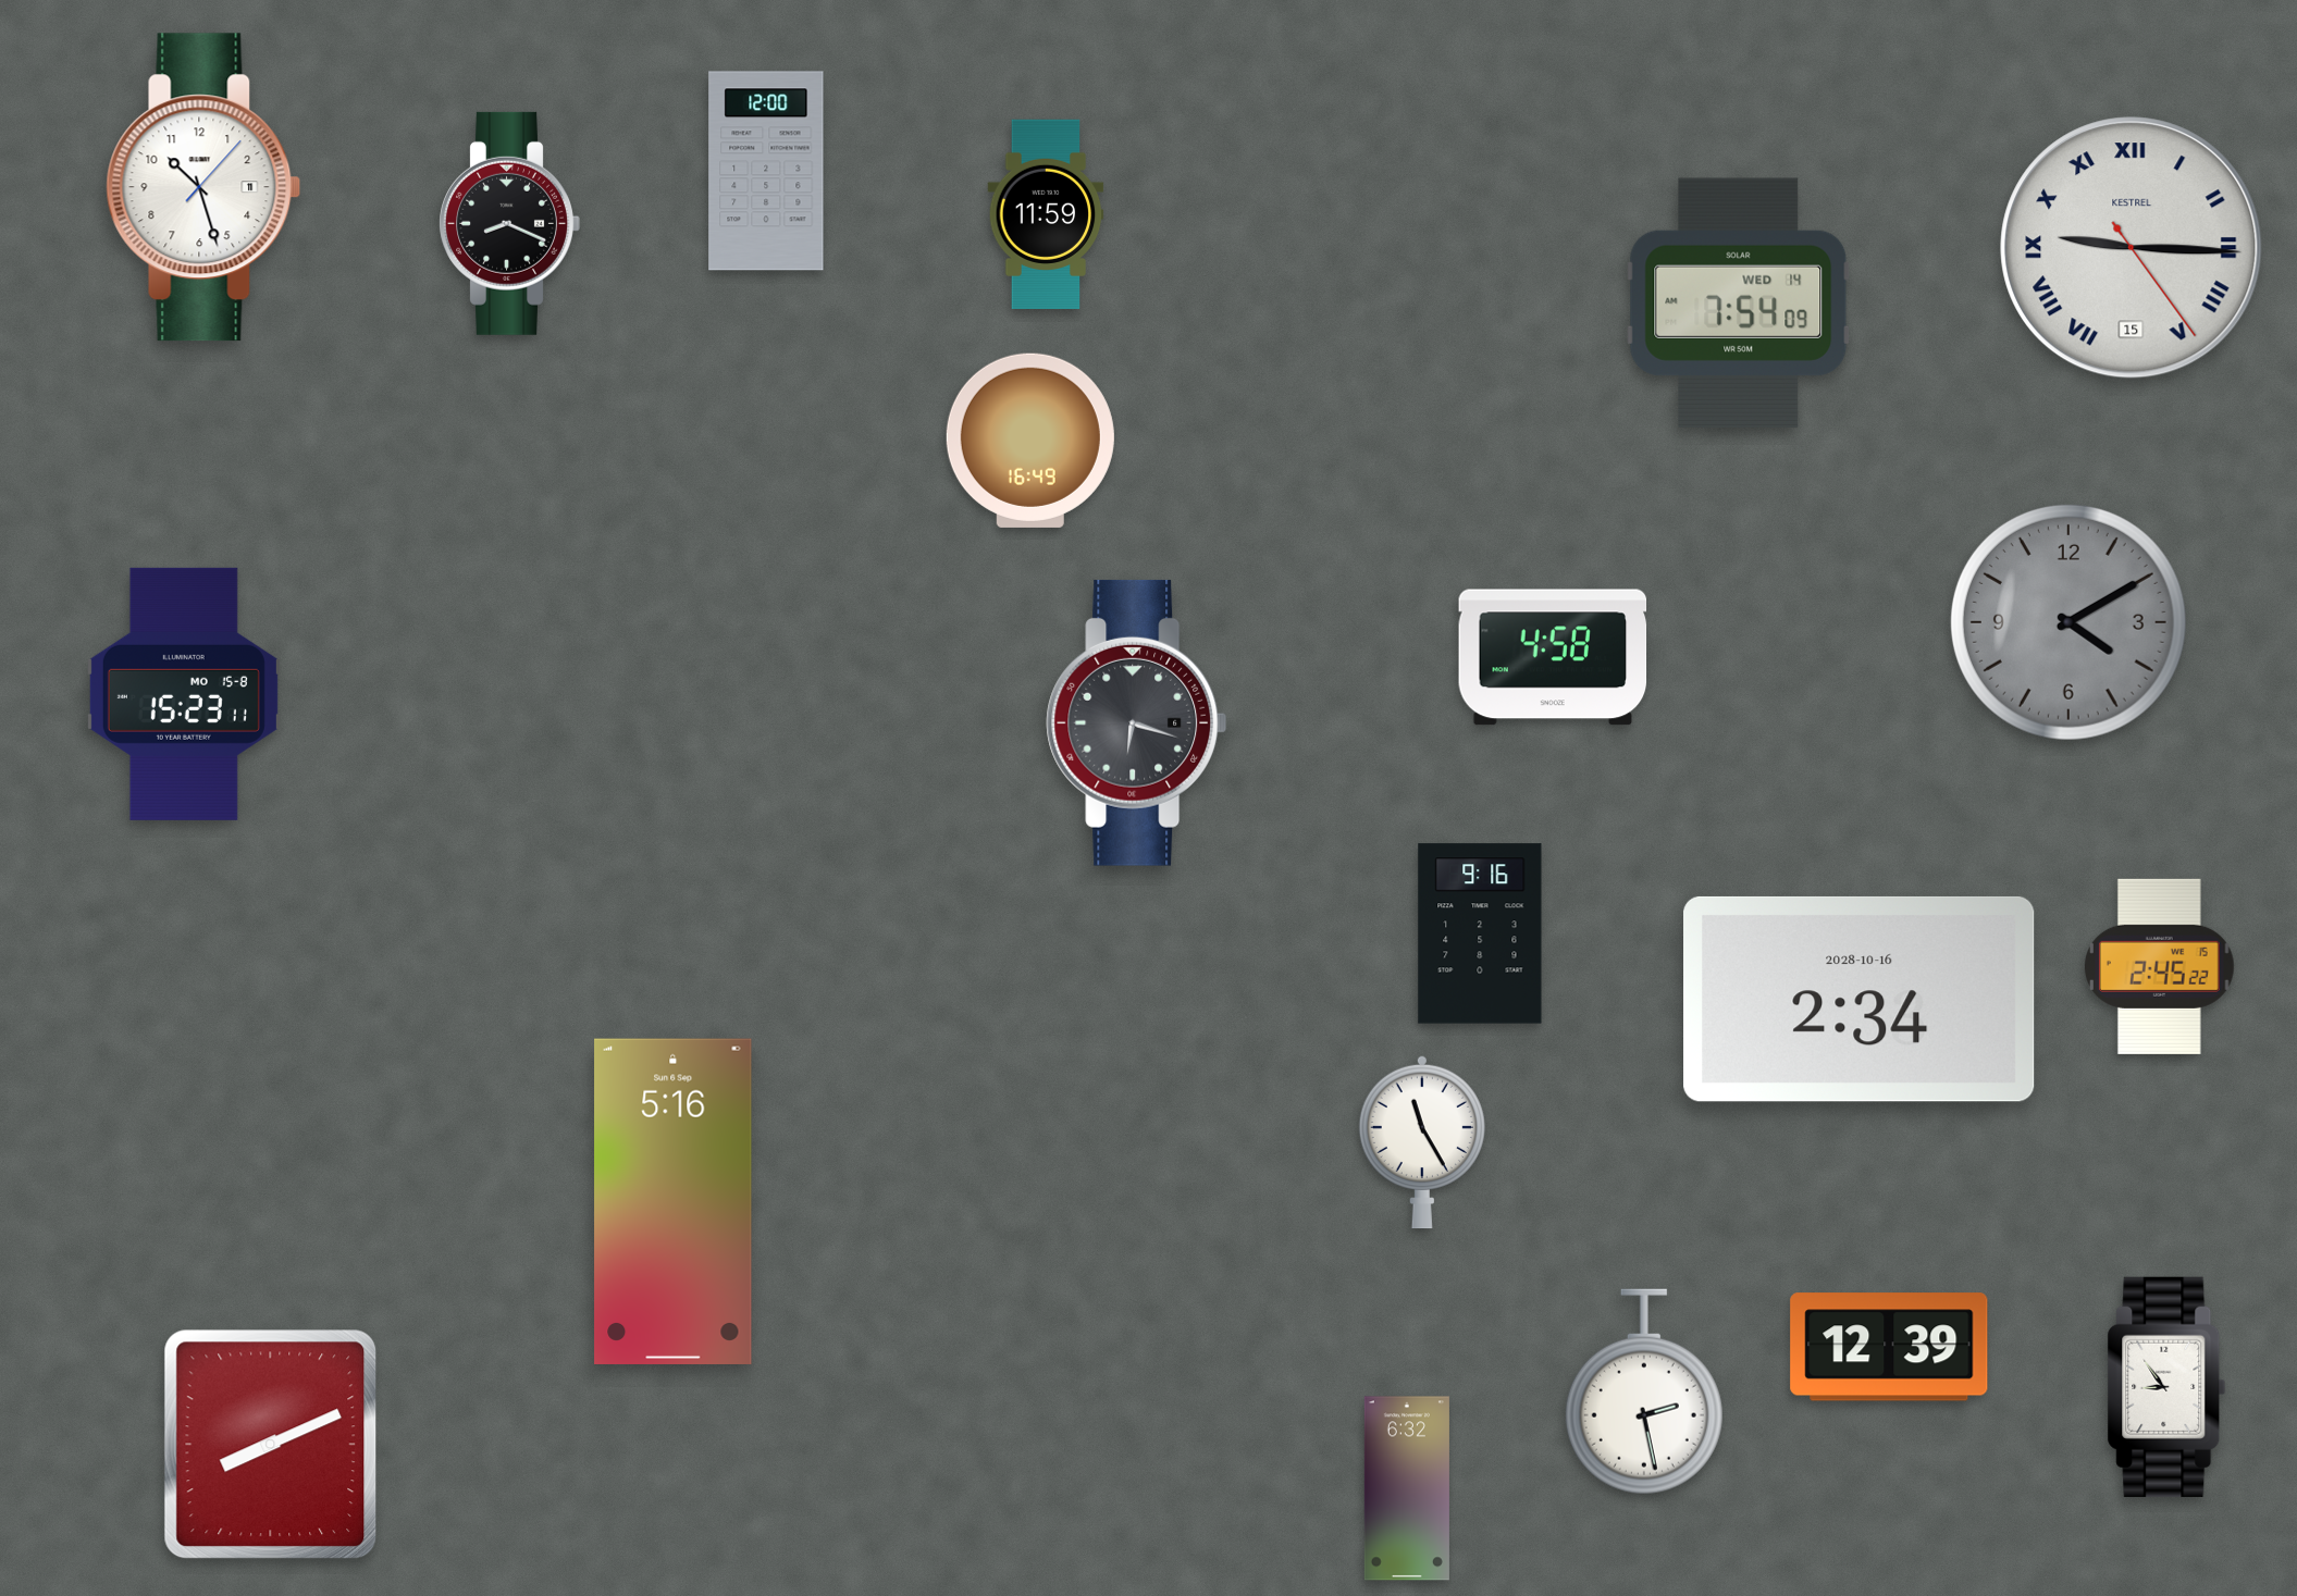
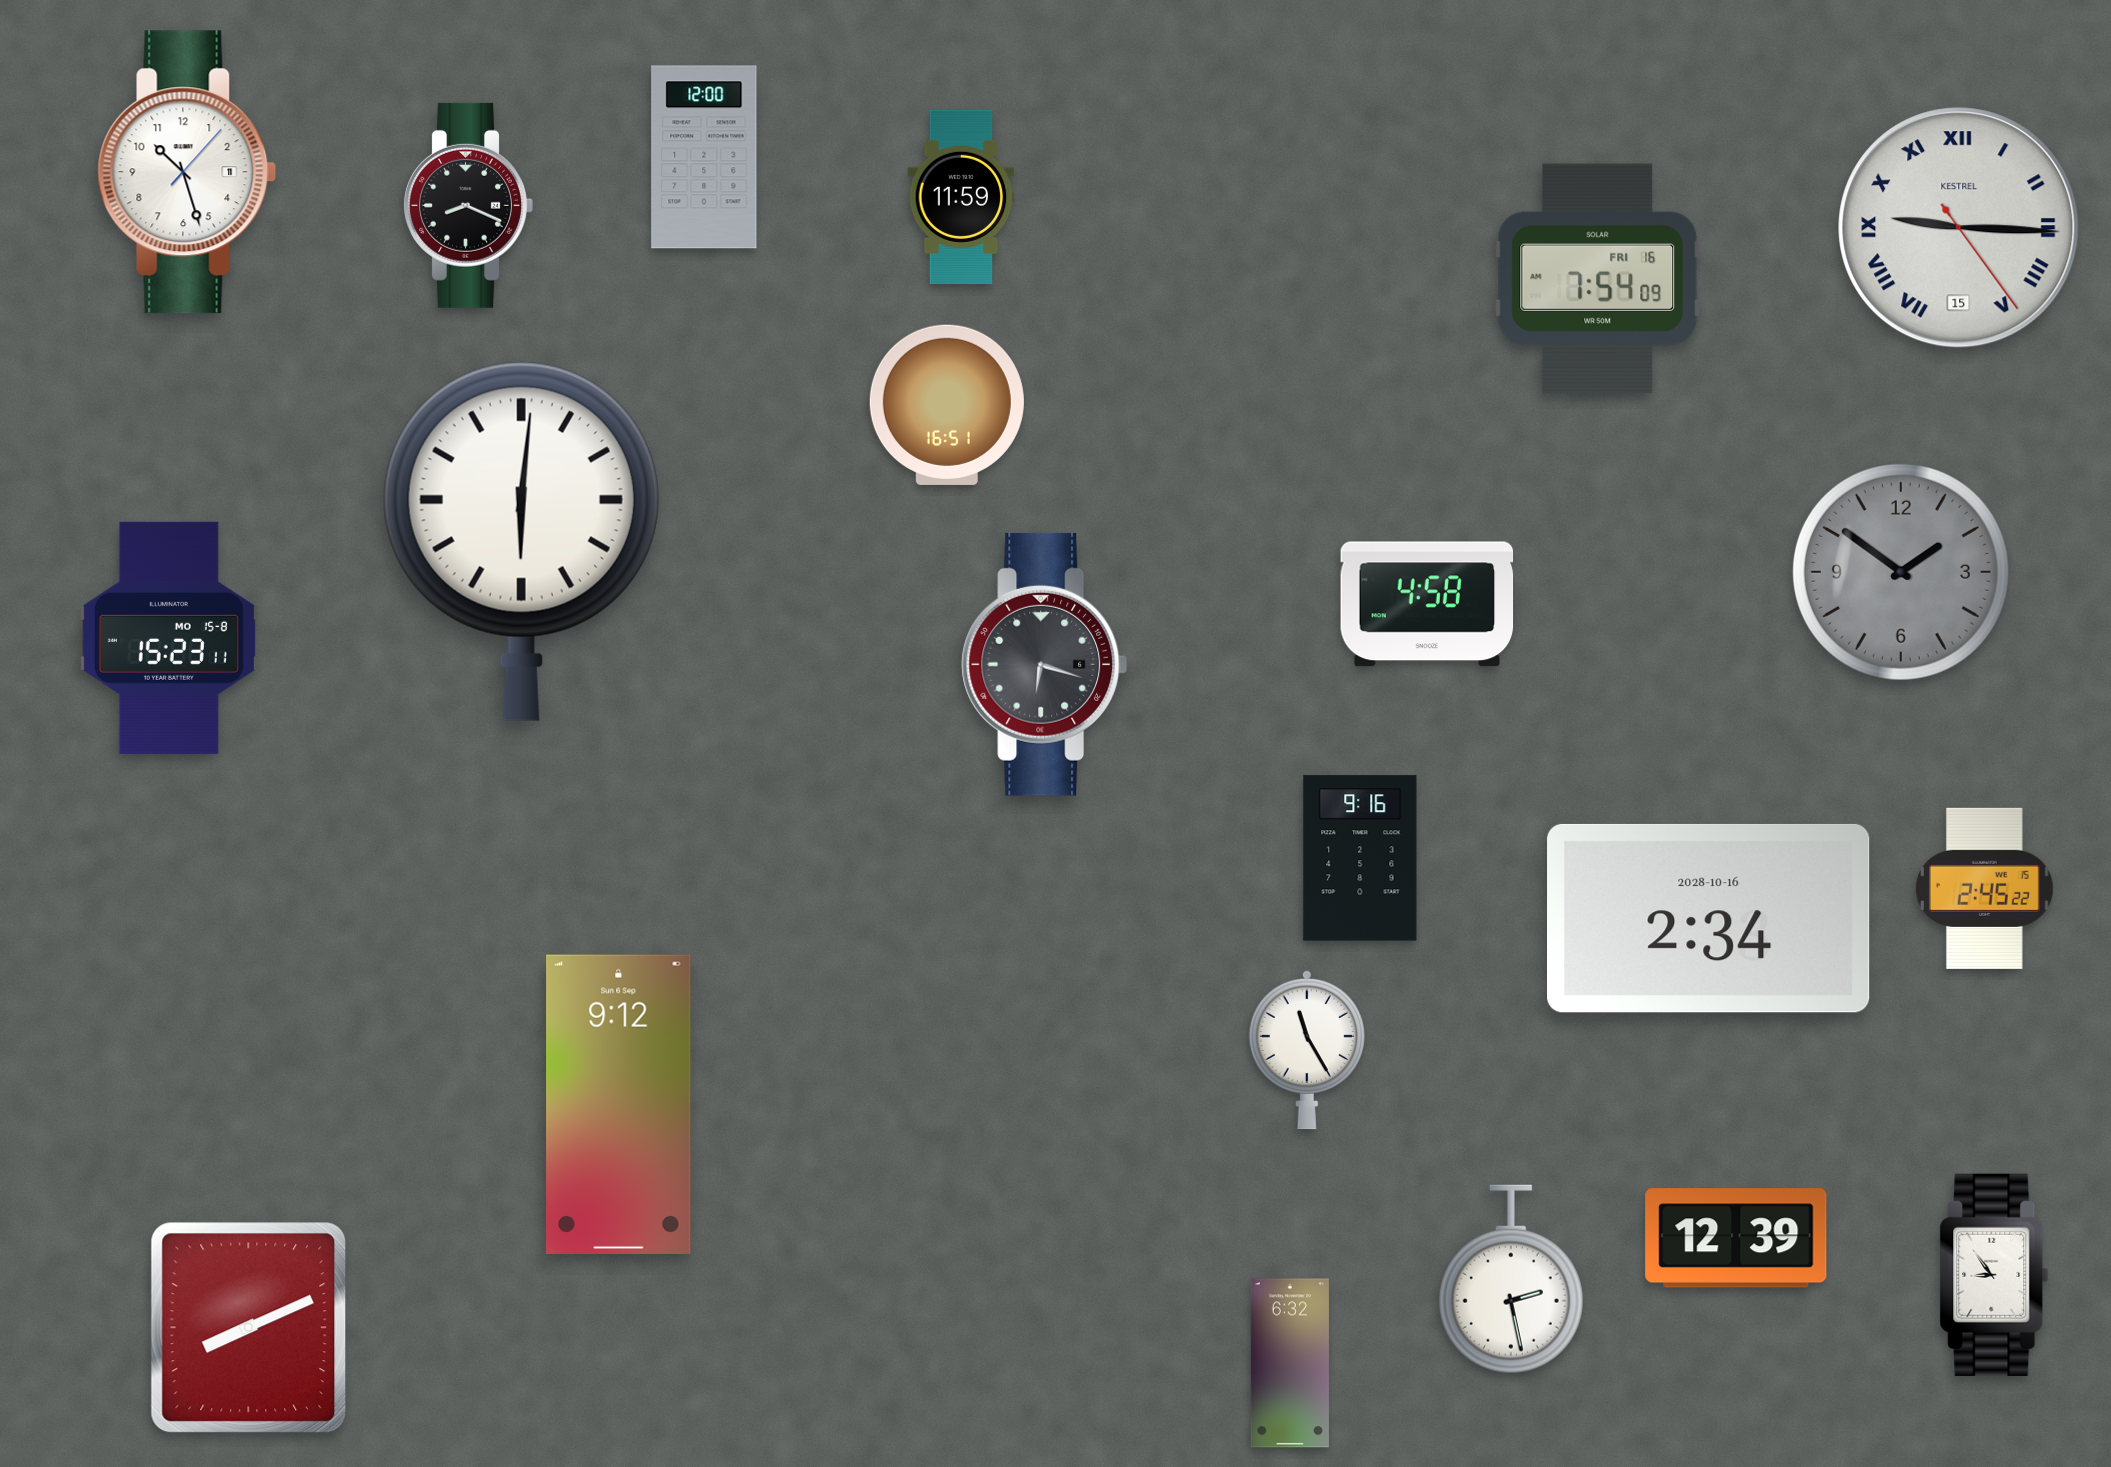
clock at (1739, 302) date: WED 14 -> FRI 16
clock at (1030, 441): 16:49 -> 16:51
clock at (521, 541): none -> 6:01
clock at (2068, 622): 4:10 -> 1:51
clock at (674, 1201): 5:16 -> 9:12
clock at (2166, 1387) position: (2166, 1387) -> (1994, 1275)
clock at (1407, 1488) position: (1407, 1488) -> (1290, 1363)
